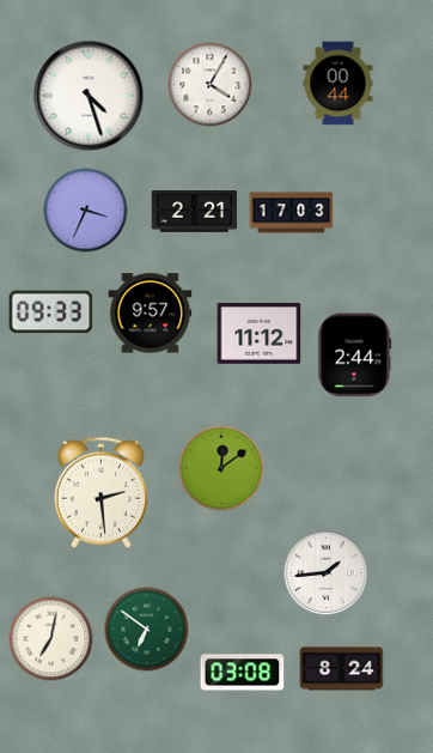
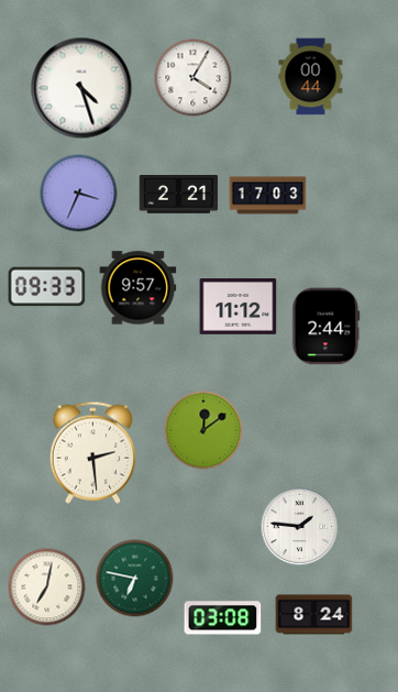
clock at (327, 573): 1:44 -> 1:46
clock at (147, 630): 6:51 -> 6:47
